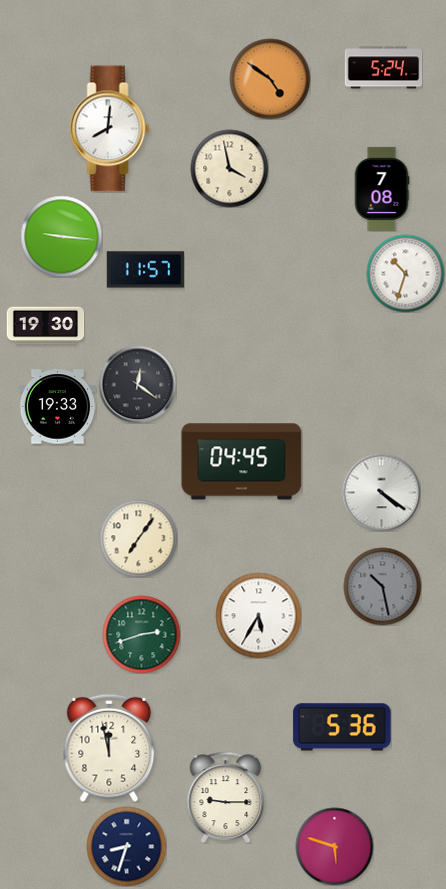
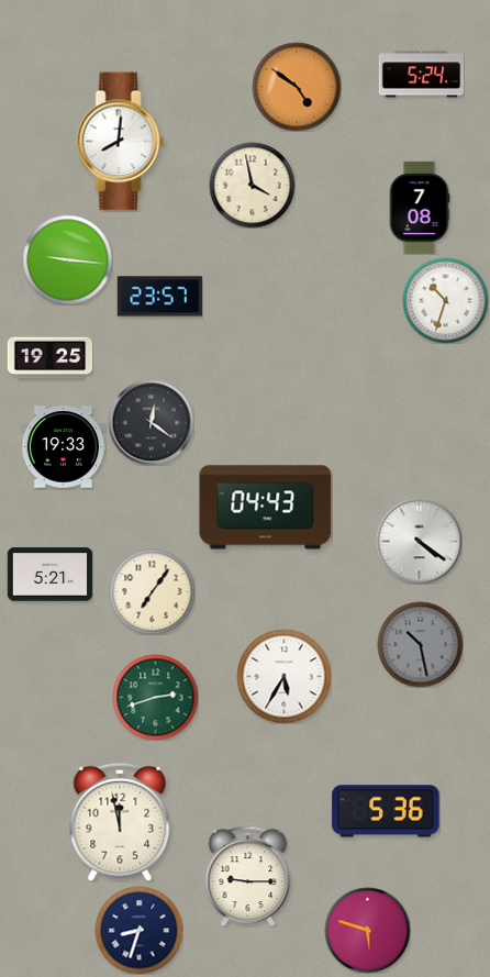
clock at (145, 270): 11:57 -> 23:57
clock at (45, 326): 19:30 -> 19:25
clock at (242, 462): 04:45 -> 04:43
clock at (49, 575): none -> 5:21
clock at (342, 727) position: (342, 727) -> (386, 811)
